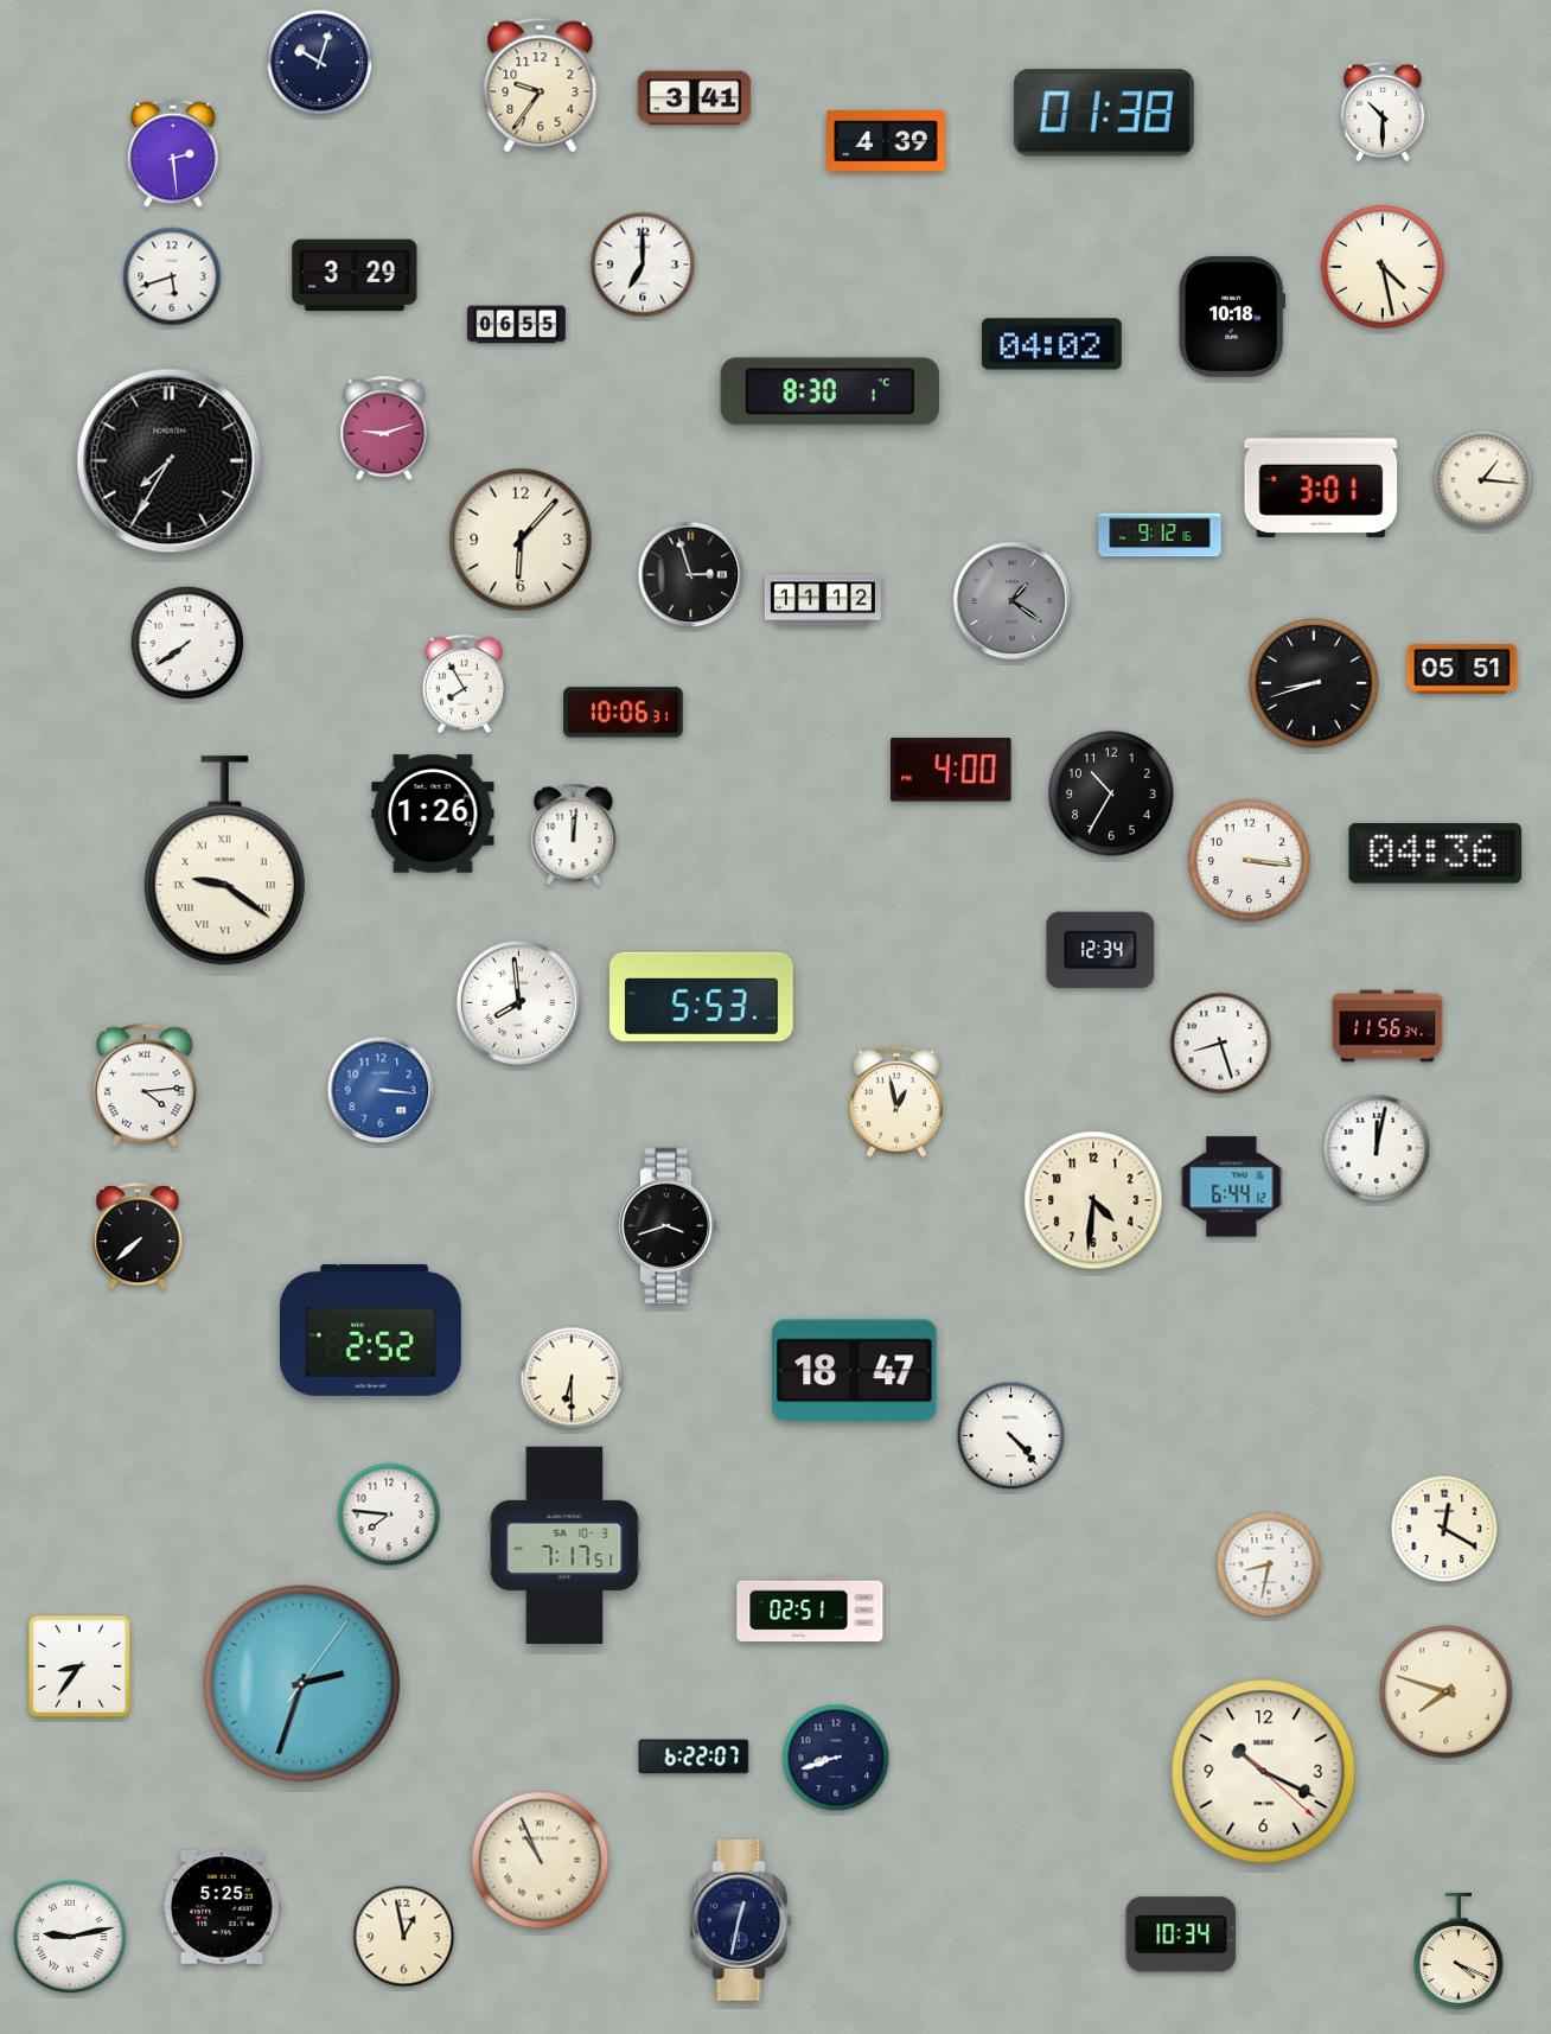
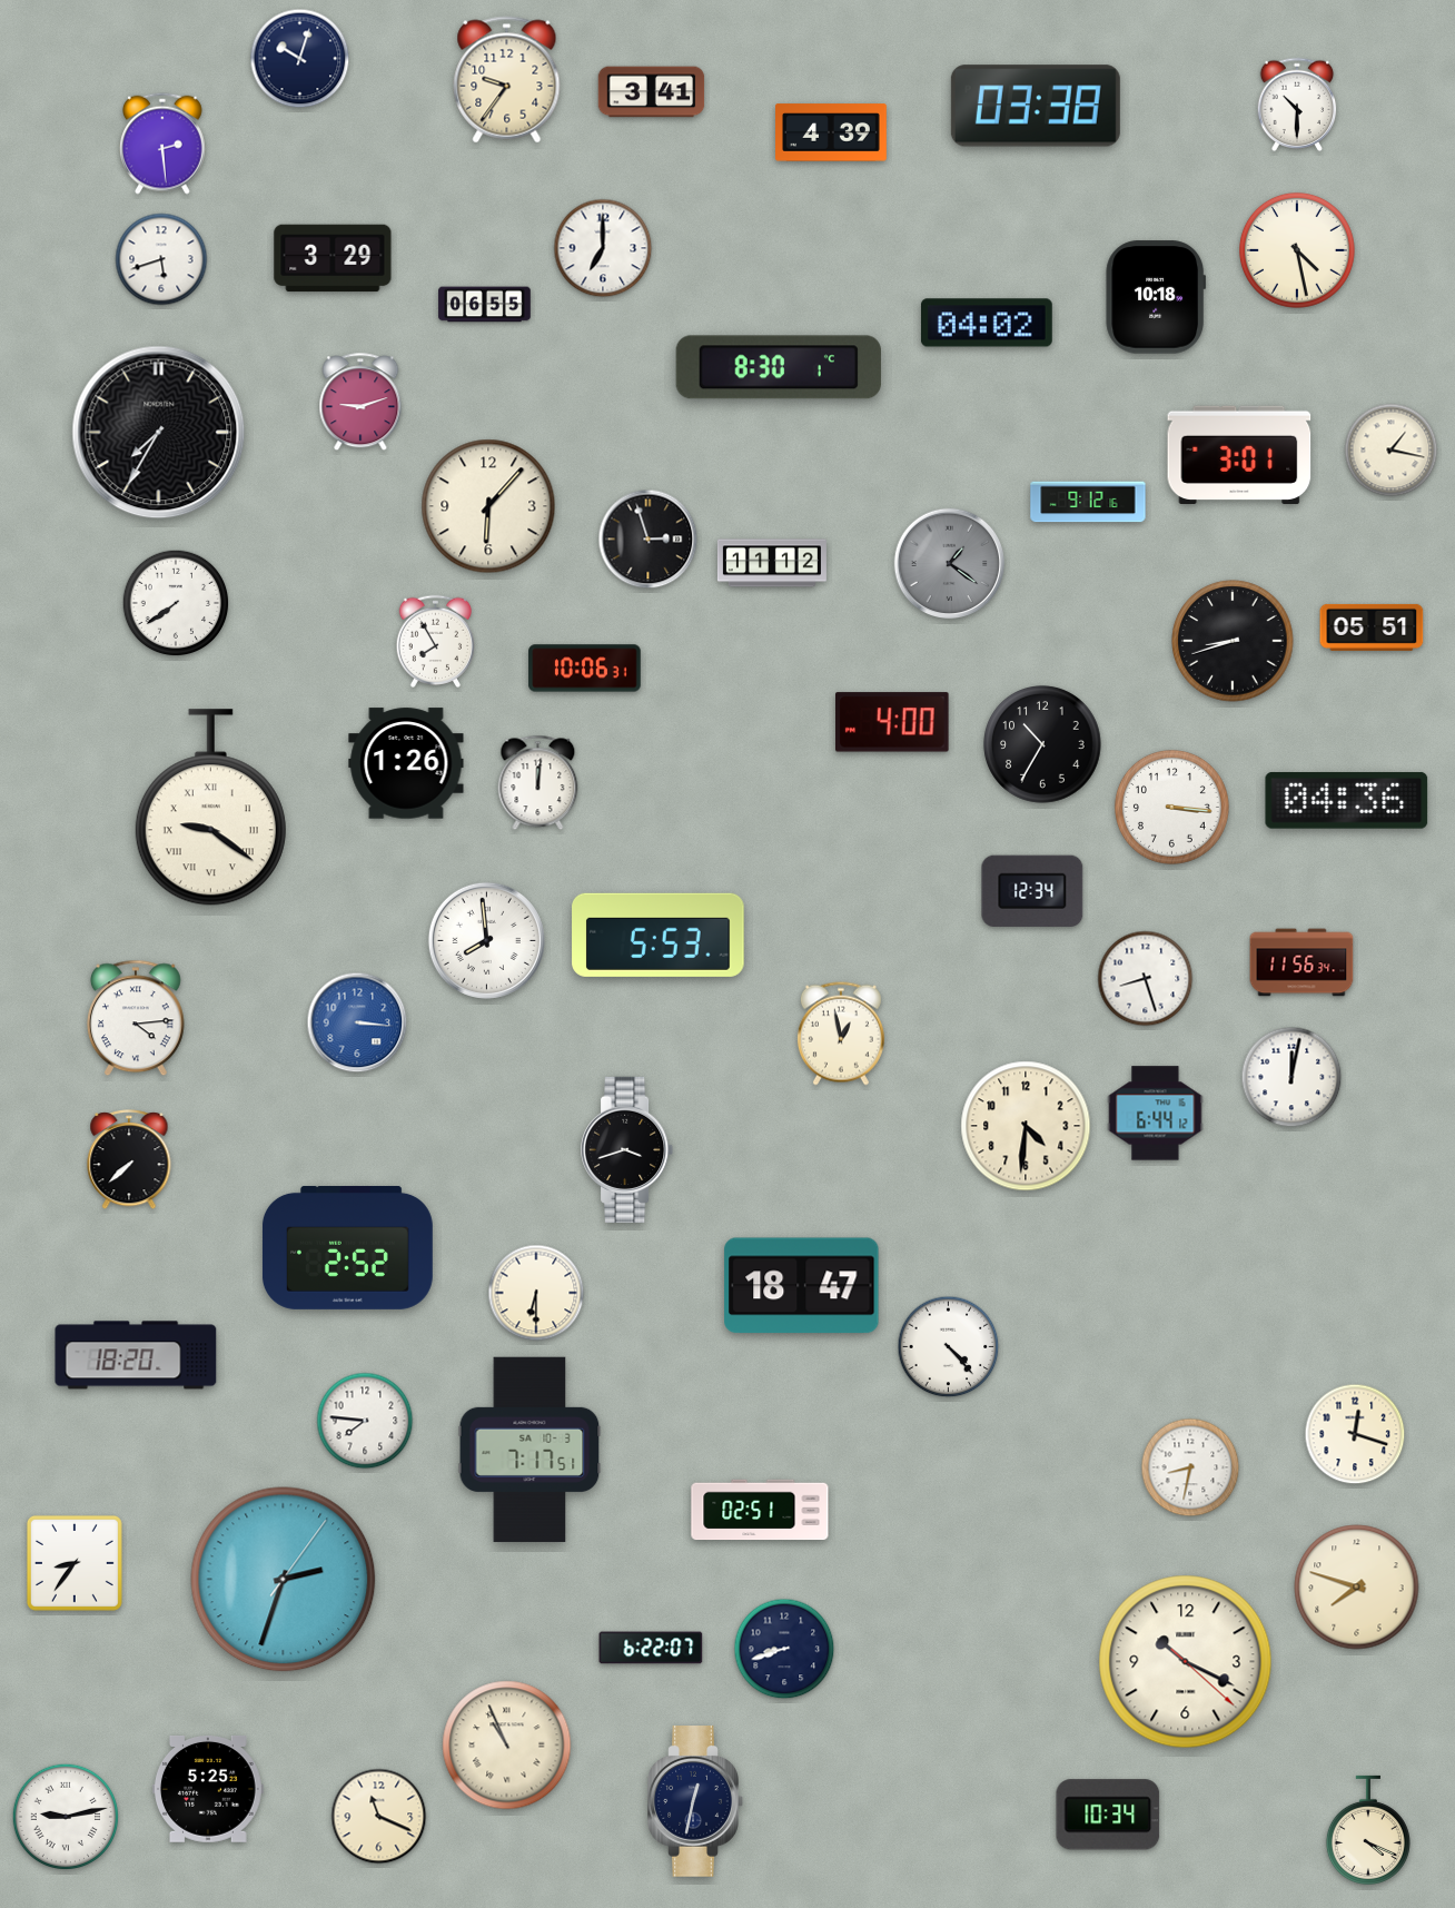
clock at (1104, 113): 01:38 -> 03:38
clock at (1483, 480): 1:16 -> 1:17
clock at (136, 1355): none -> 18:20
clock at (1444, 1529): 12:20 -> 12:18
clock at (404, 1937): 12:58 -> 11:19
